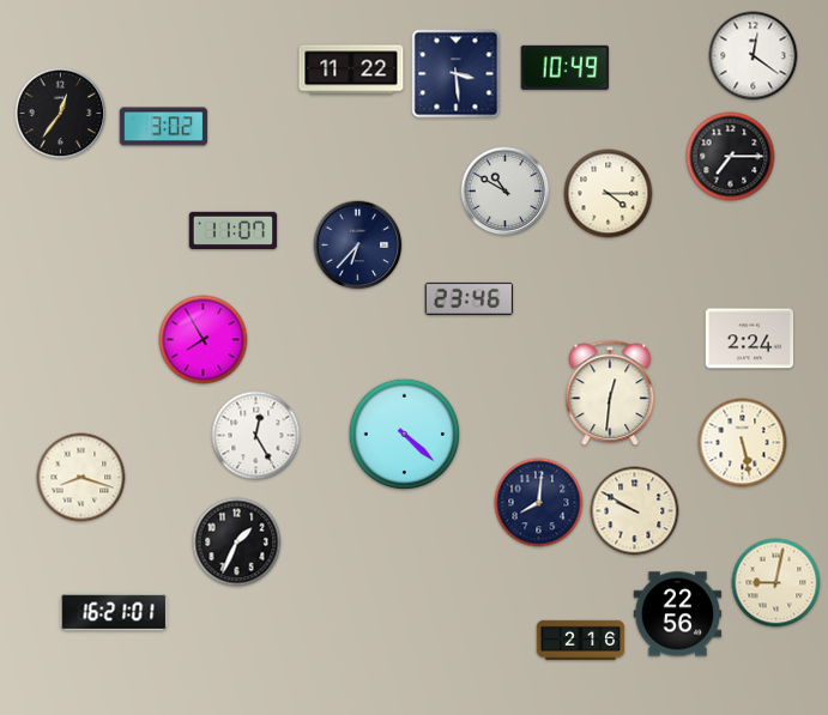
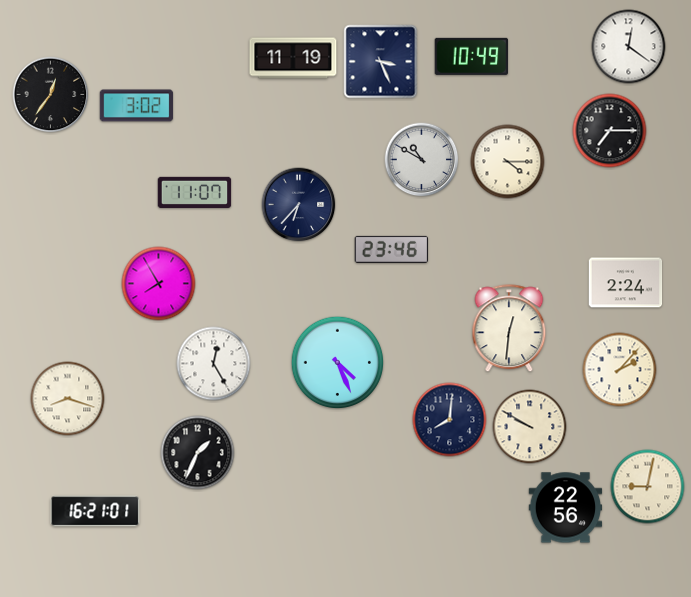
clock at (351, 69): 11:22 -> 11:19
clock at (457, 74): 3:29 -> 3:26
clock at (204, 340) position: (204, 340) -> (159, 284)
clock at (405, 435): 4:22 -> 4:26
clock at (743, 443): 5:28 -> 2:07
clock at (678, 614) position: (678, 614) -> (566, 508)
clock at (581, 640): 2:16 -> none
